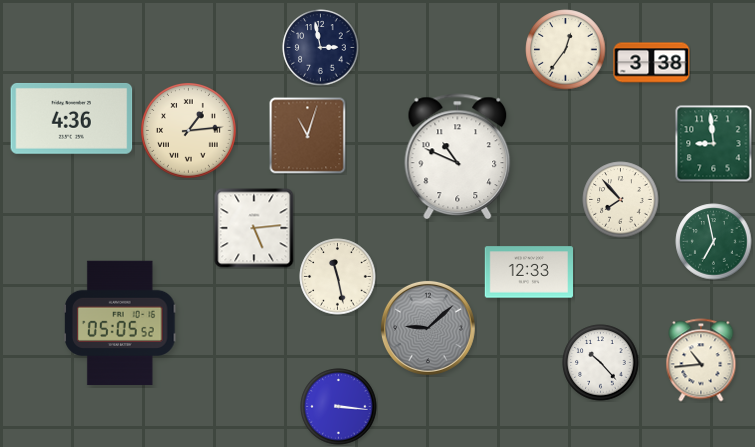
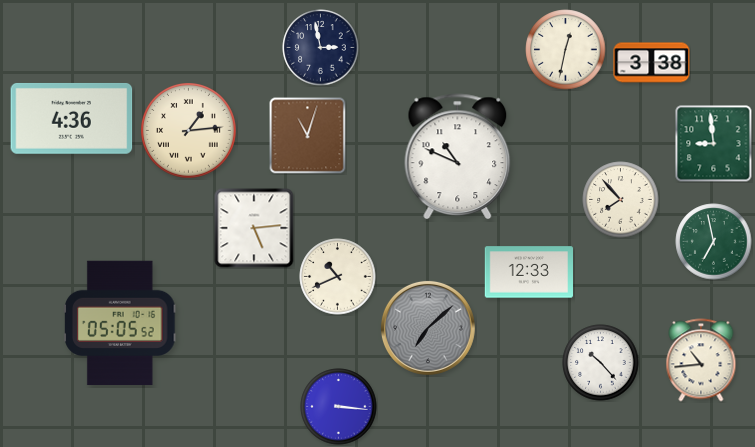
clock at (566, 50): 12:36 -> 12:32
clock at (338, 277): 11:28 -> 10:41
clock at (428, 328): 9:08 -> 7:08
